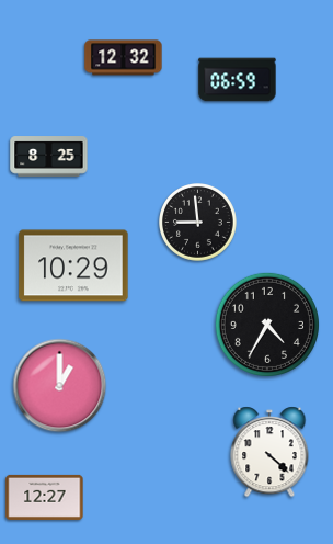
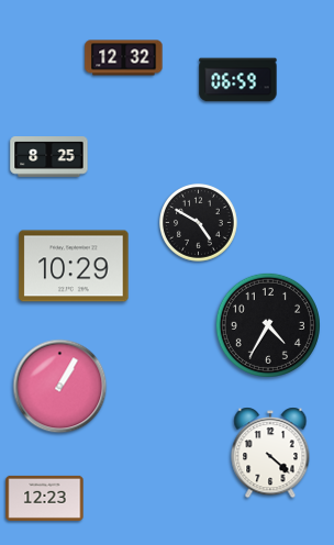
clock at (198, 223): 8:59 -> 4:50
clock at (60, 386): 1:00 -> 1:05
clock at (45, 497): 12:27 -> 12:23
